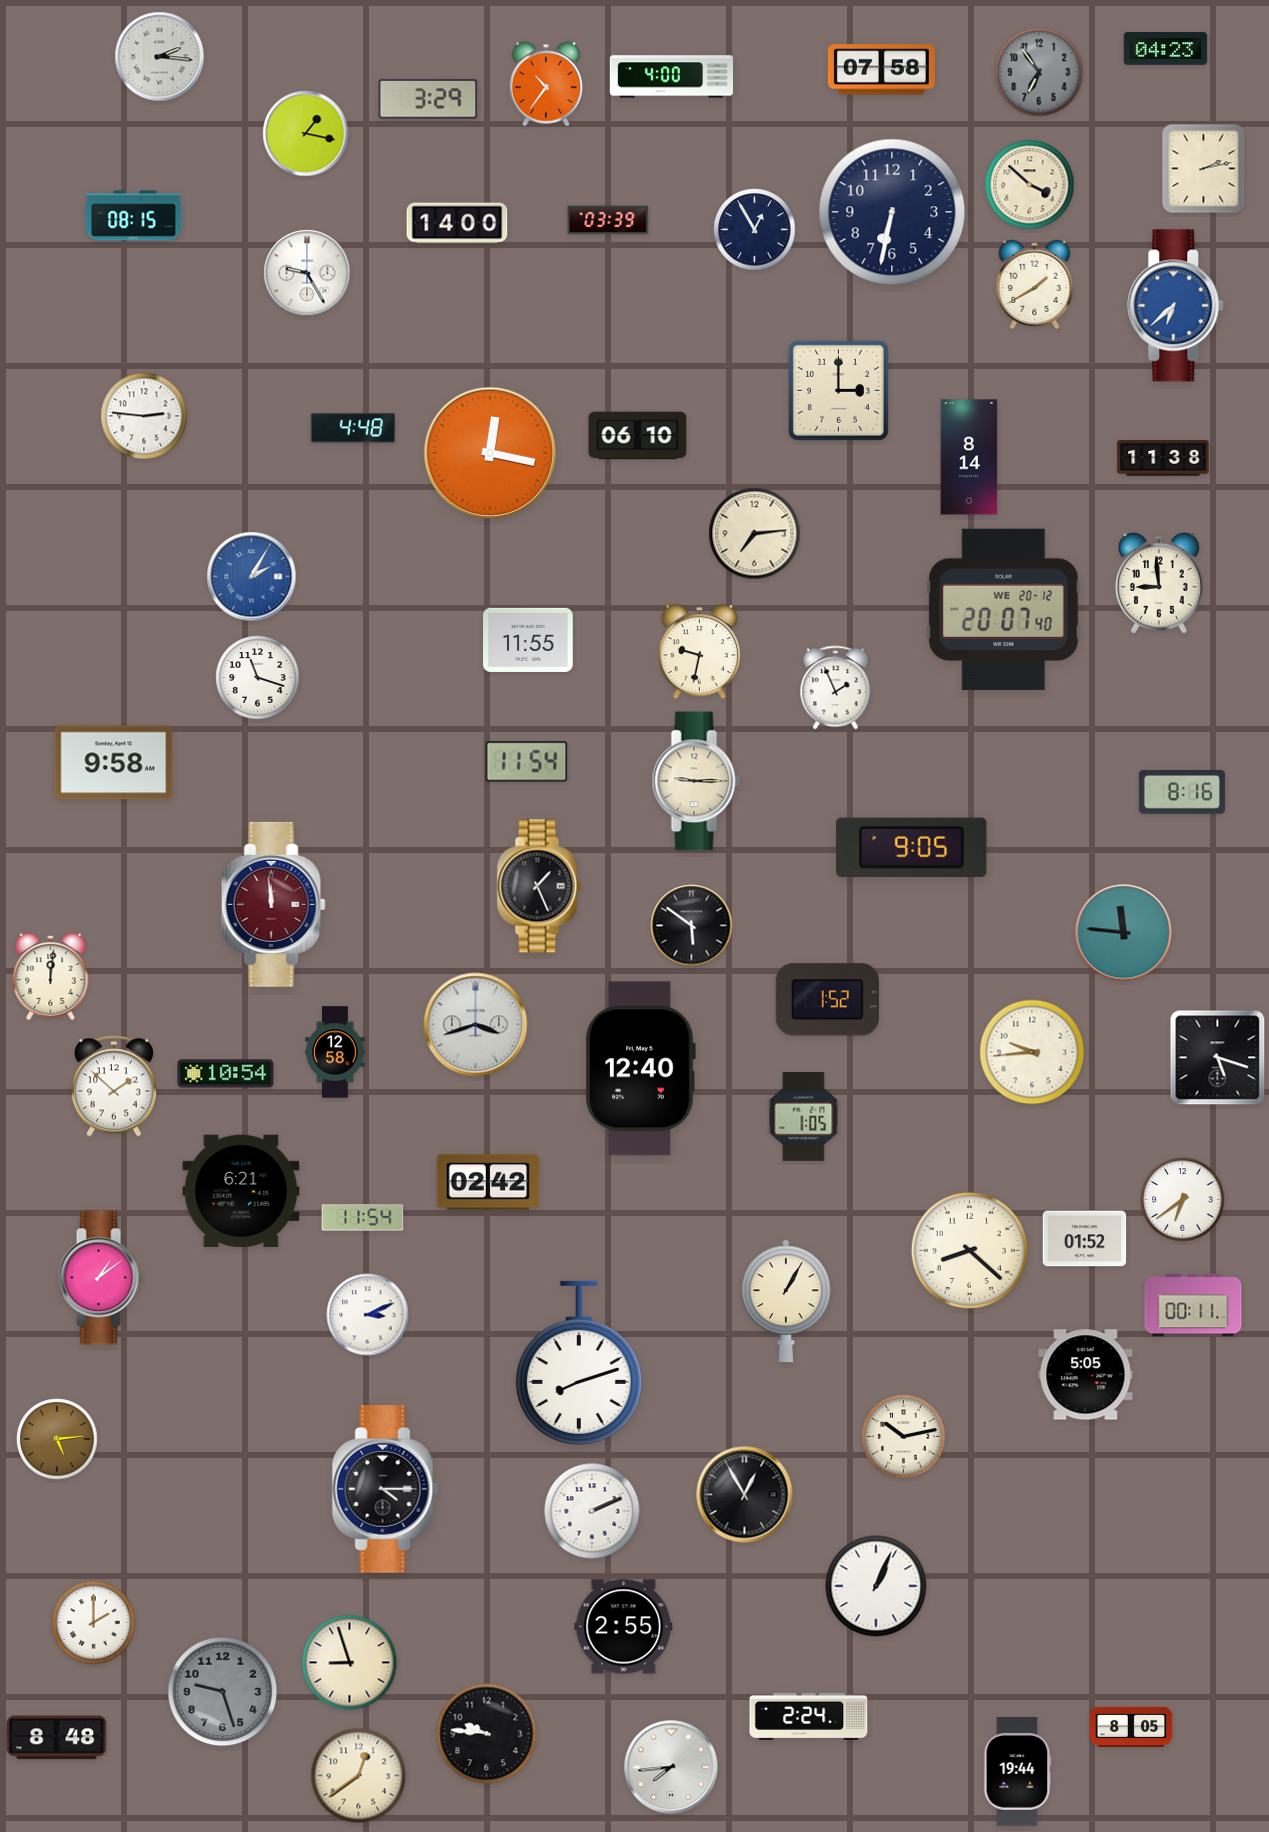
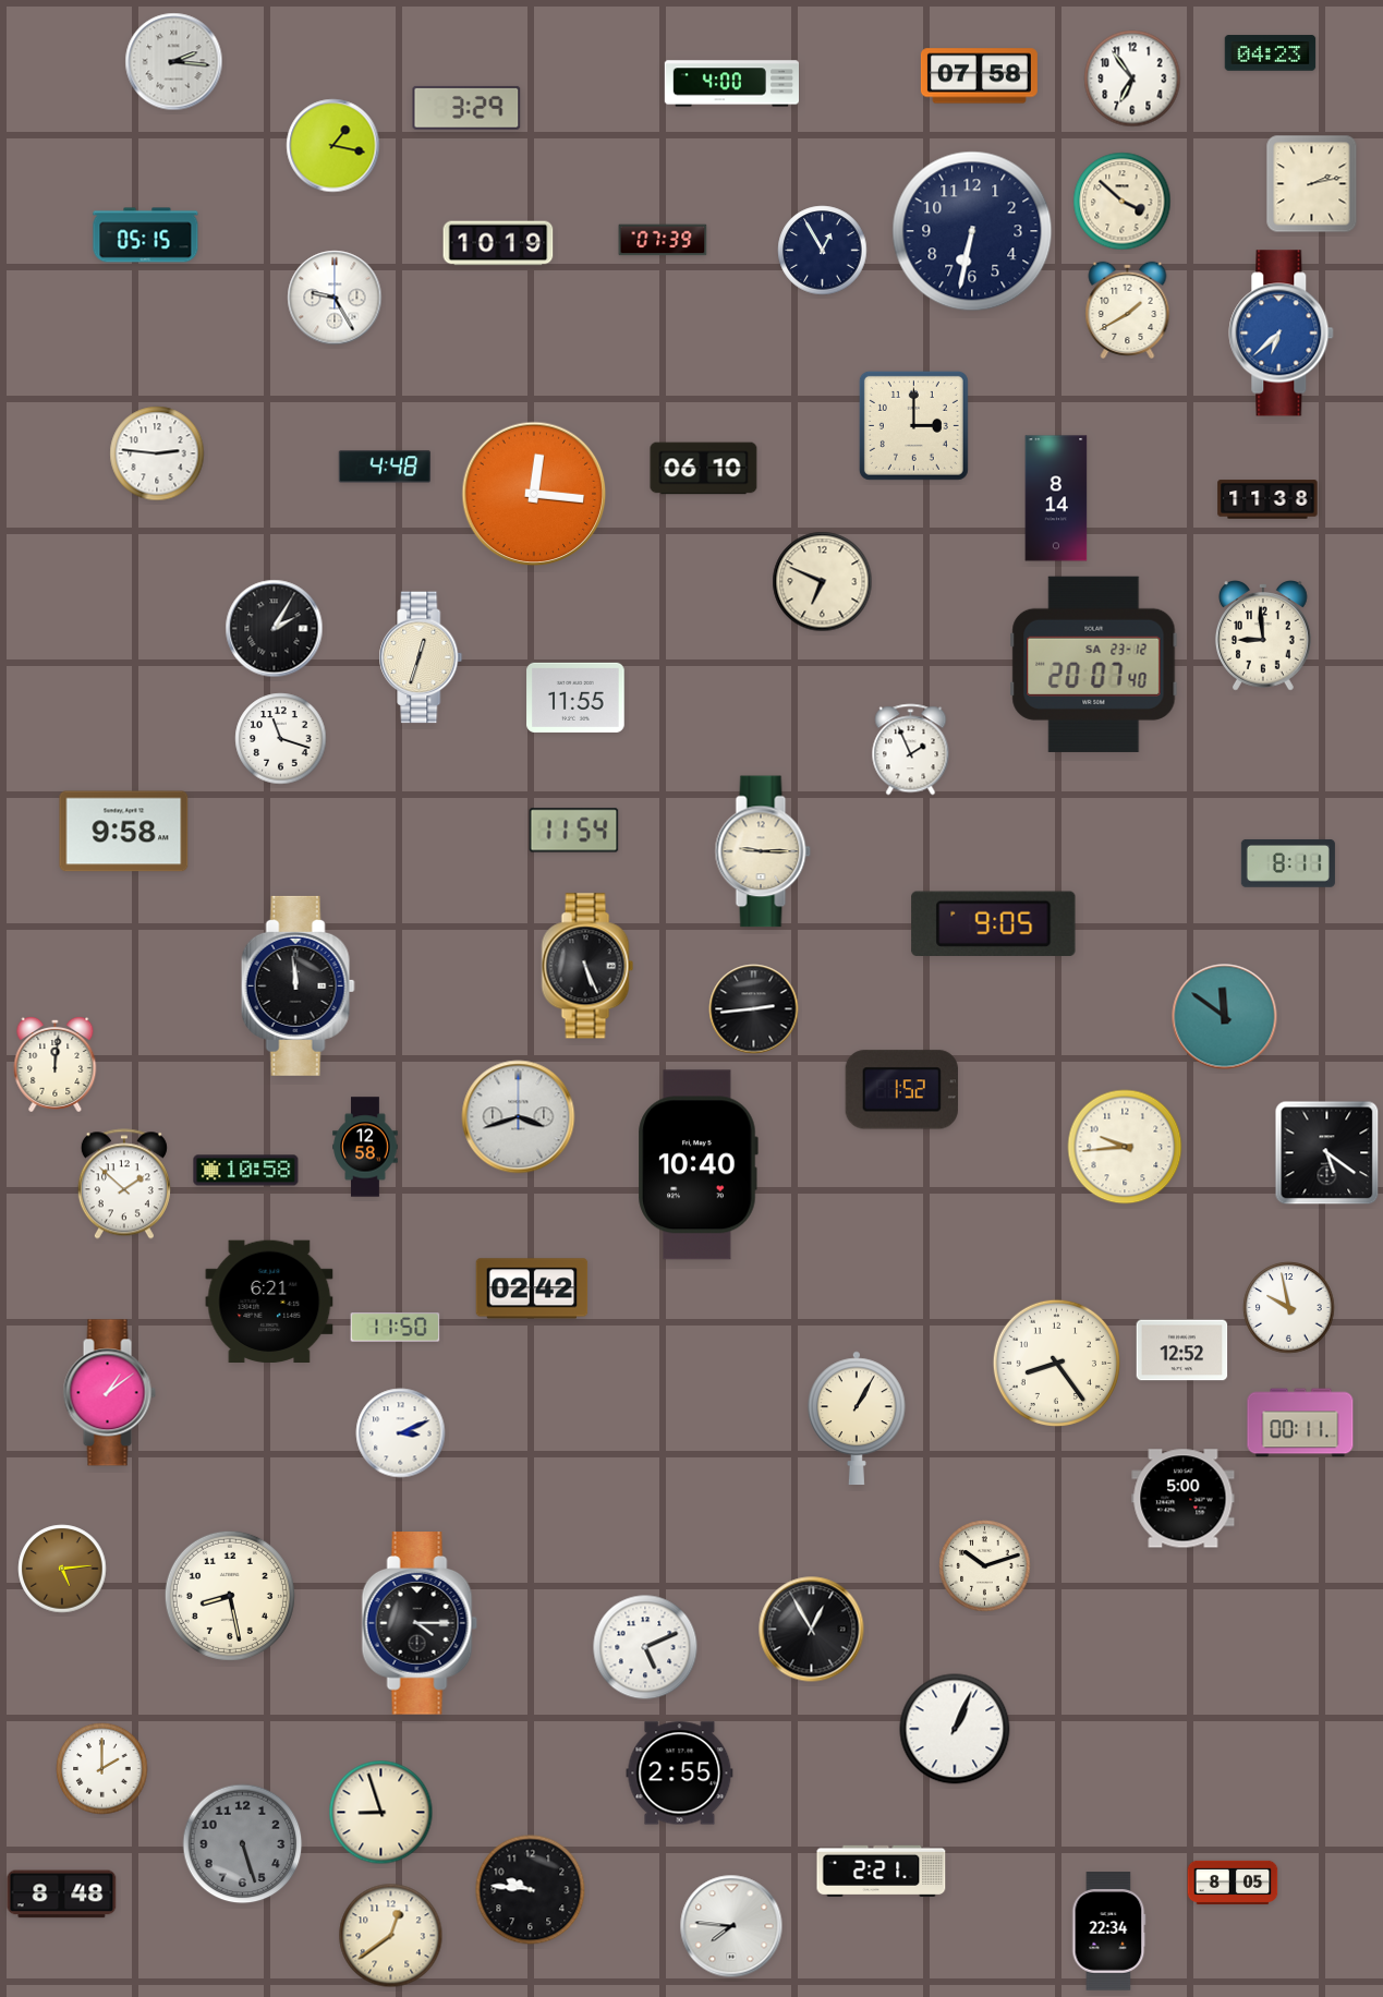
clock at (881, 70) position: (881, 70) -> (979, 76)
clock at (1039, 72) dial: grey -> white
clock at (545, 84): 10:36 -> none
clock at (134, 216): 08:15 -> 05:15
clock at (608, 220): 03:39 -> 07:39
clock at (457, 223): 14:00 -> 10:19
clock at (638, 436) position: (638, 436) -> (704, 469)
clock at (490, 453): 12:17 -> 12:16
clock at (755, 534): 7:14 -> 6:49
clock at (252, 577) dial: blue -> black
clock at (421, 657): none -> 12:33
clock at (1004, 609) date: WE 20-12 -> SA 23-12
clock at (699, 653): 9:32 -> none
clock at (696, 781) position: (696, 781) -> (763, 851)
clock at (1182, 792): 8:16 -> 8:11
clock at (539, 886): 1:26 -> 5:26
clock at (273, 904) dial: burgundy -> black
clock at (692, 926): 5:51 -> 2:44
clock at (1124, 933): 11:46 -> 11:51
clock at (1218, 1058): 5:18 -> 5:21
clock at (640, 1069): 12:40 -> 10:40
clock at (226, 1074): 10:54 -> 10:58
clock at (804, 1117): 1:05 -> none
clock at (241, 1191) position: (241, 1191) -> (269, 1302)
clock at (1183, 1200): 6:39 -> 9:58
clock at (363, 1218): 11:54 -> 11:50
clock at (1085, 1239): 01:52 -> 12:52
clock at (969, 1250): 8:22 -> 8:24
clock at (579, 1362): 8:12 -> none
clock at (1086, 1375): 5:05 -> 5:00
clock at (904, 1437): 10:13 -> 10:12
clock at (230, 1596): none -> 8:28
clock at (592, 1511): 2:11 -> 5:11
clock at (223, 1692): 9:27 -> 5:27
clock at (809, 1716): 2:24 -> 2:21
clock at (671, 1767): 7:44 -> 7:46
clock at (1018, 1772): 19:44 -> 22:34
